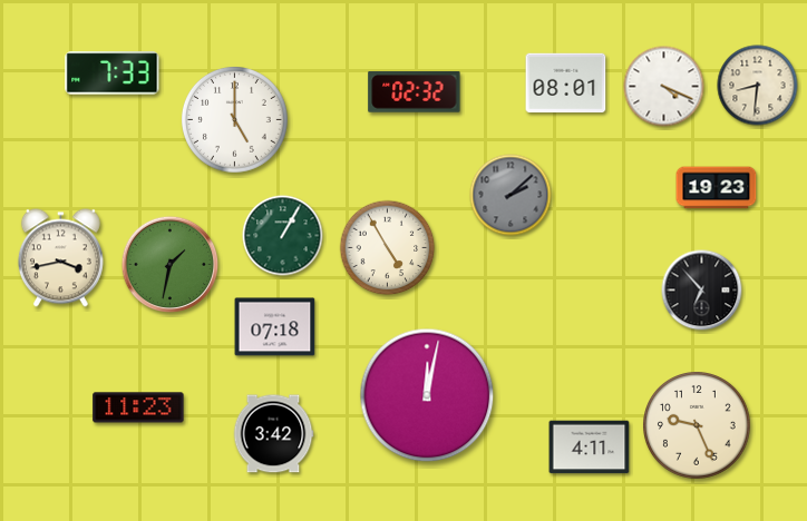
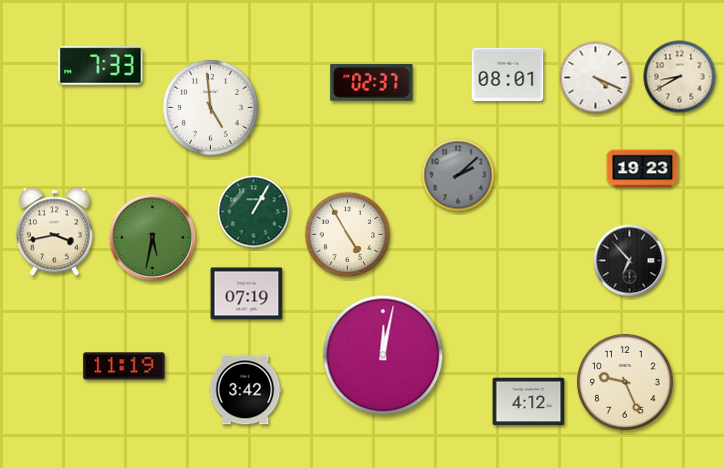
clock at (758, 86): 8:31 -> 8:40
clock at (415, 92): 02:32 -> 02:37
clock at (234, 119): 5:00 -> 4:59
clock at (388, 248) position: (388, 248) -> (348, 235)
clock at (171, 265): 1:32 -> 5:32
clock at (275, 327): 07:18 -> 07:19
clock at (138, 407): 11:23 -> 11:19
clock at (590, 448): 4:11 -> 4:12
